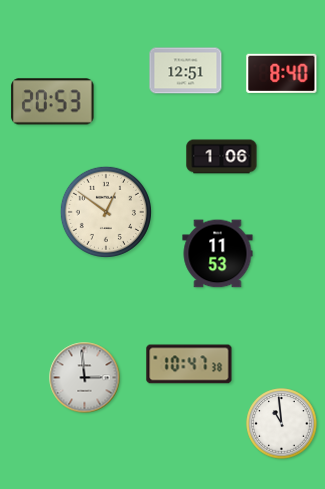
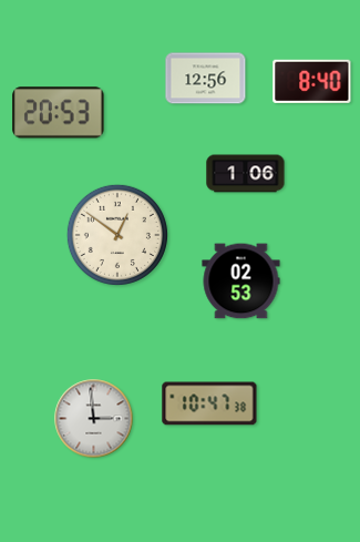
clock at (186, 71): 12:51 -> 12:56
clock at (218, 254): 11:53 -> 02:53
clock at (282, 424): 10:59 -> none
